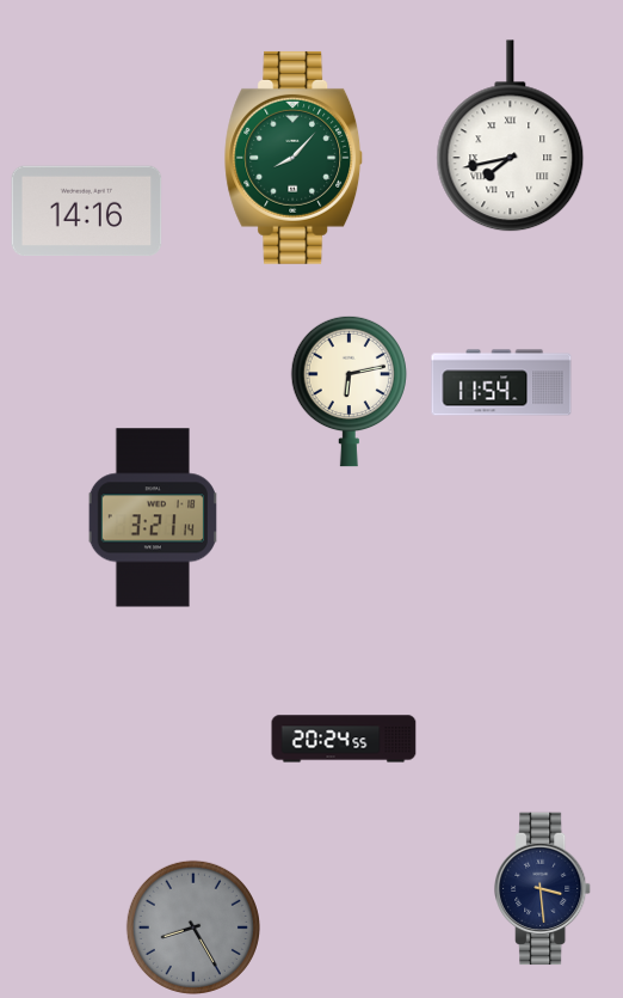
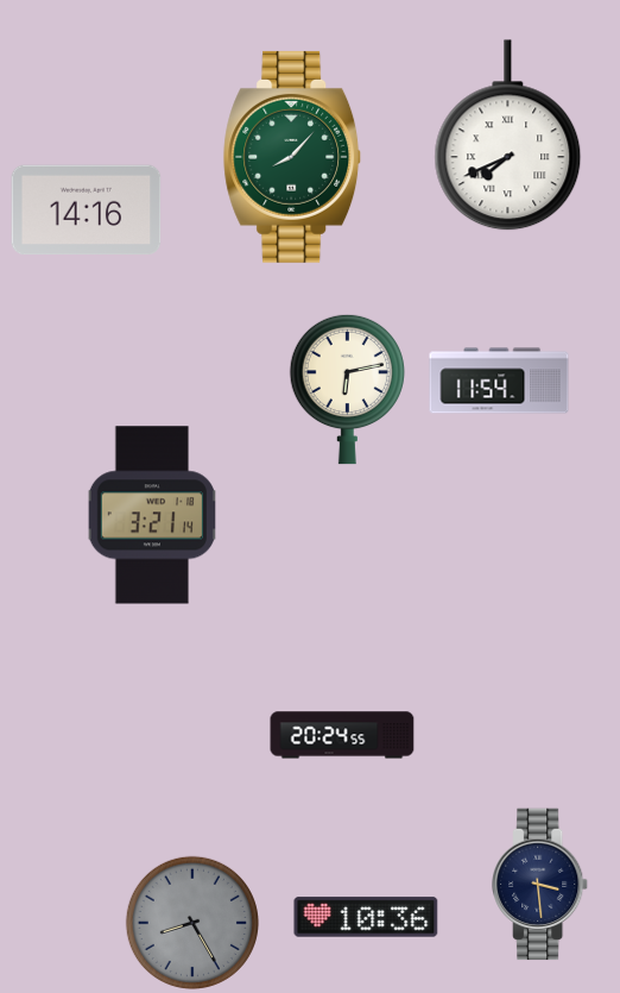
clock at (511, 136): 7:43 -> 7:41
clock at (366, 917): none -> 10:36
